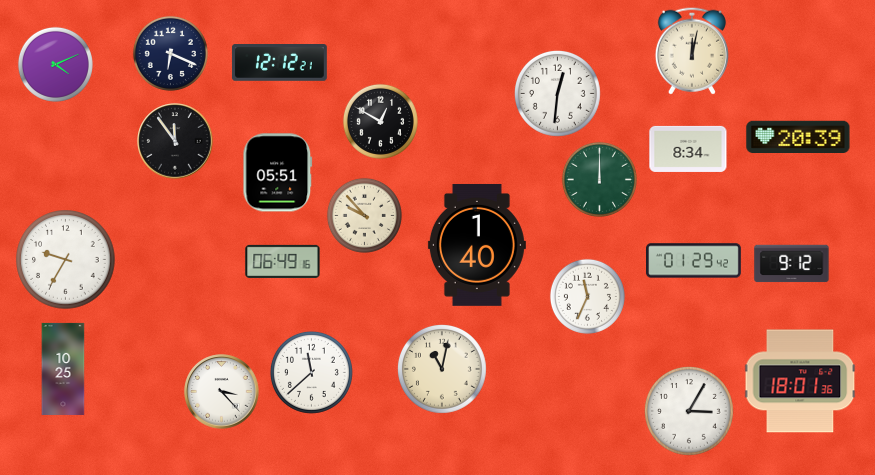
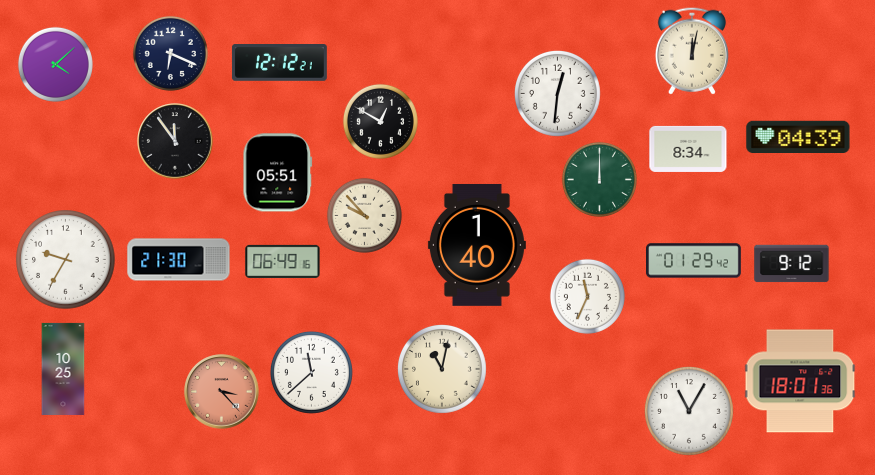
clock at (55, 64): 4:11 -> 4:08
clock at (798, 137): 20:39 -> 04:39
clock at (179, 260): none -> 21:30
clock at (222, 392) dial: white -> salmon
clock at (689, 411): 3:05 -> 11:05
